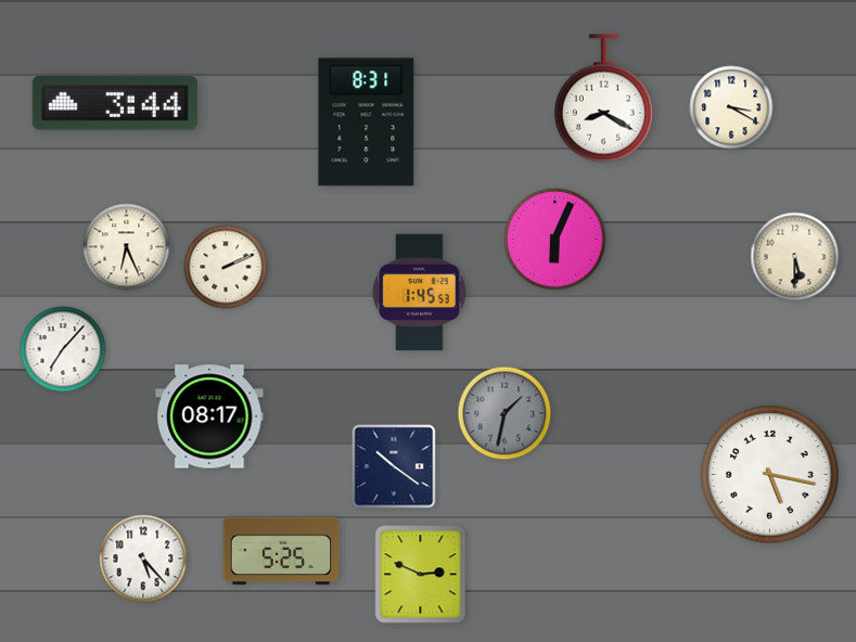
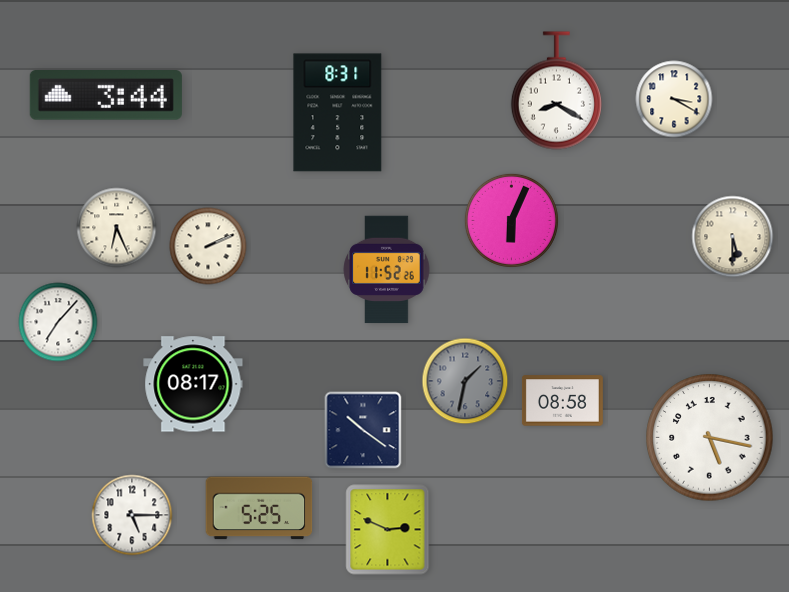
clock at (420, 293): 1:45 -> 11:52
clock at (562, 401): none -> 08:58
clock at (143, 558): 5:23 -> 5:15
